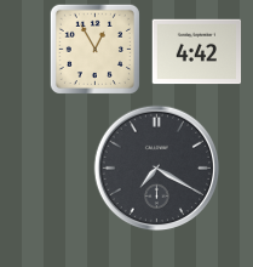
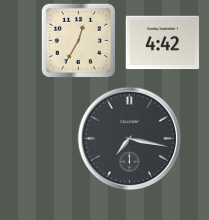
clock at (94, 49): 12:55 -> 12:35
clock at (157, 169): 7:20 -> 7:17
